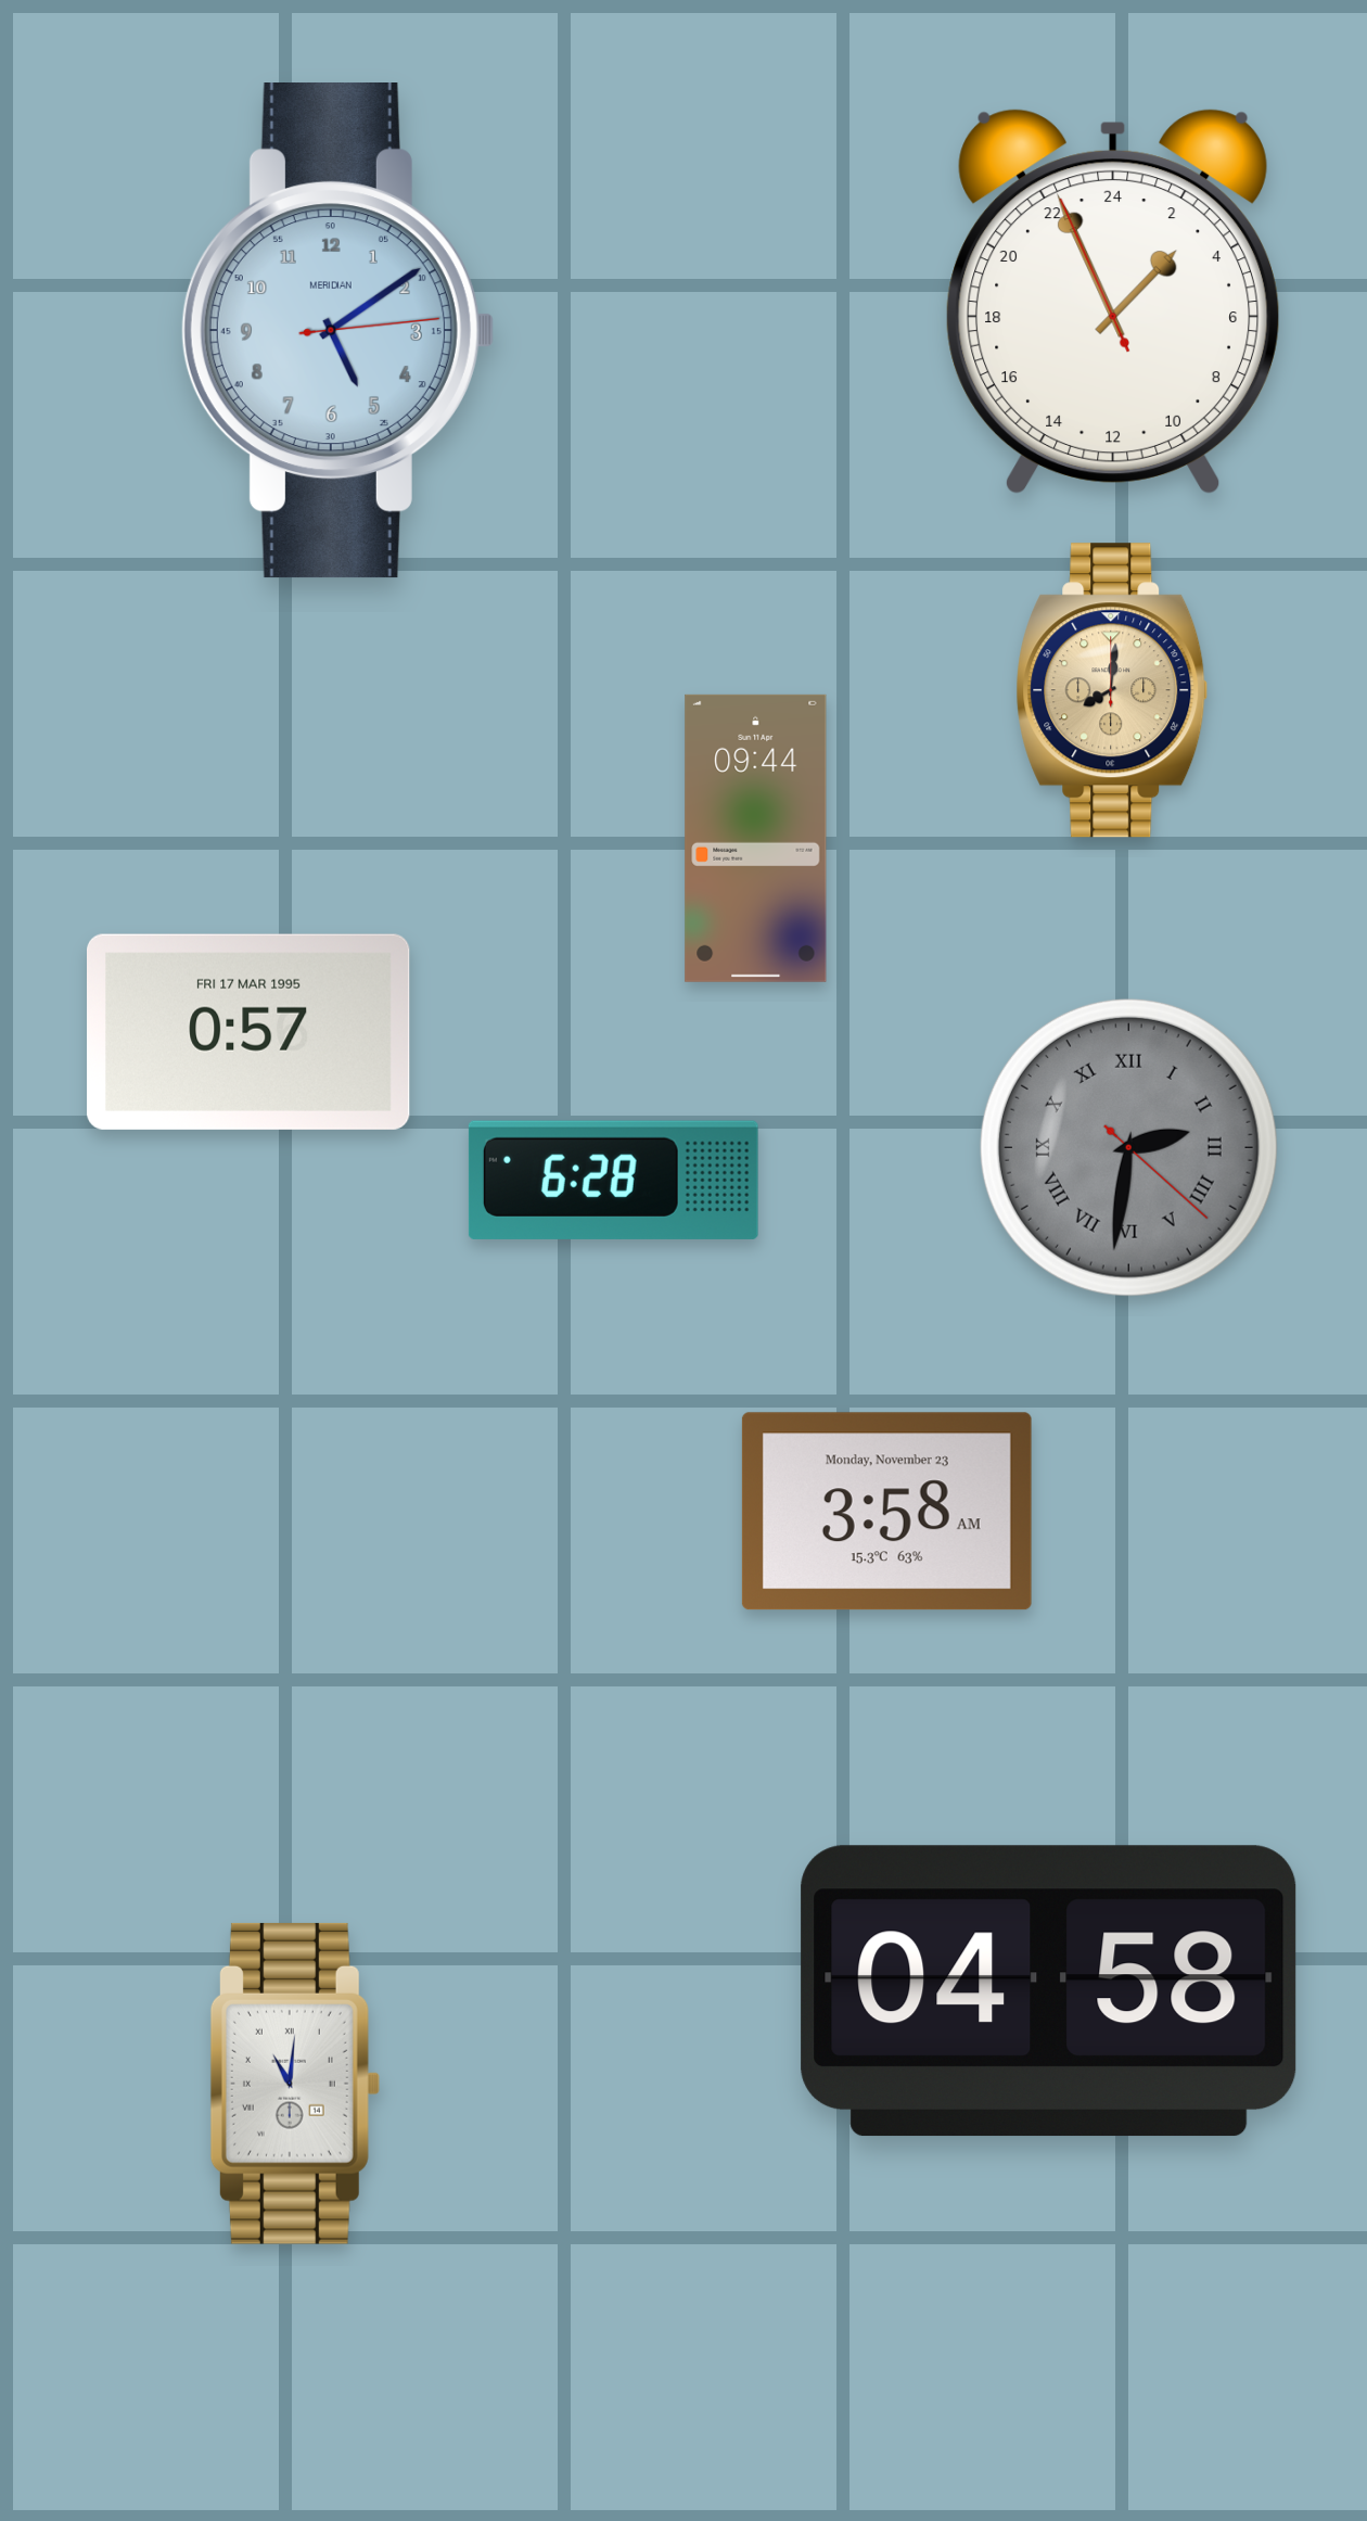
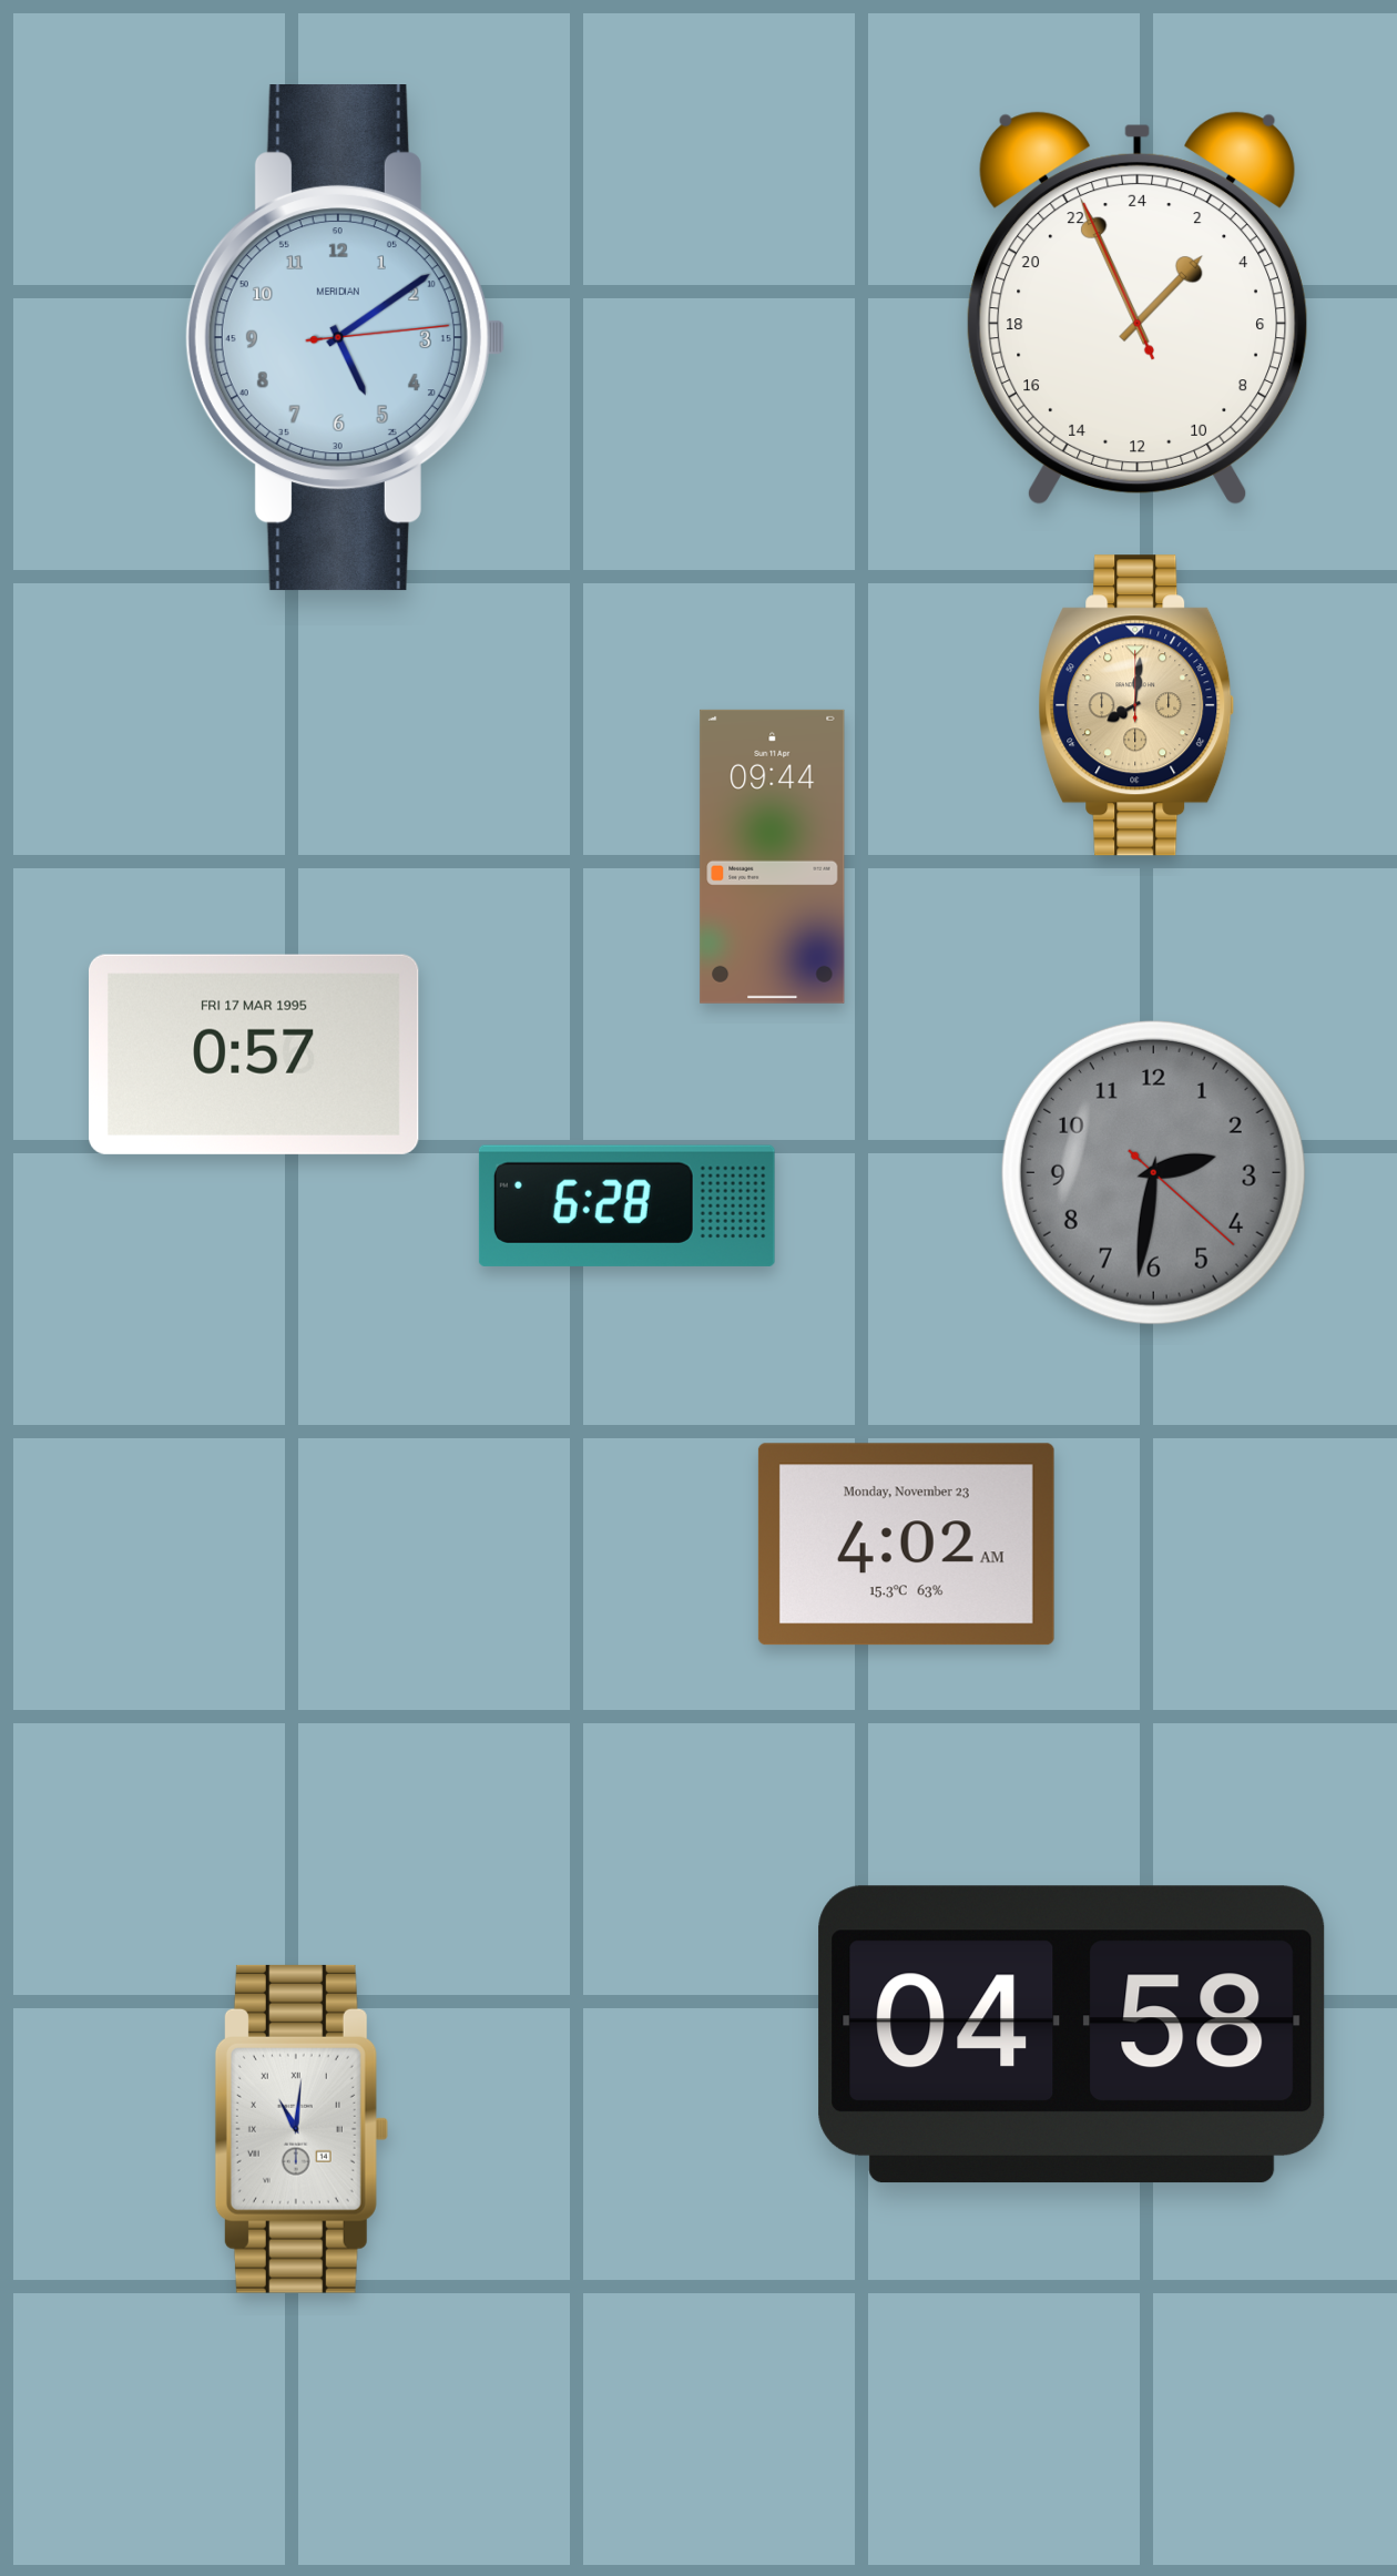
clock at (1128, 1147) numerals: Roman -> Arabic
clock at (886, 1512): 3:58 -> 4:02
